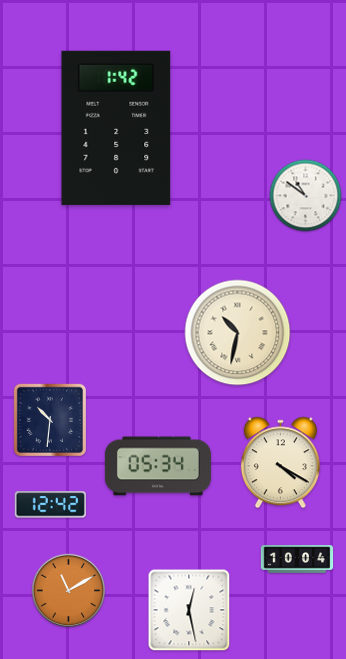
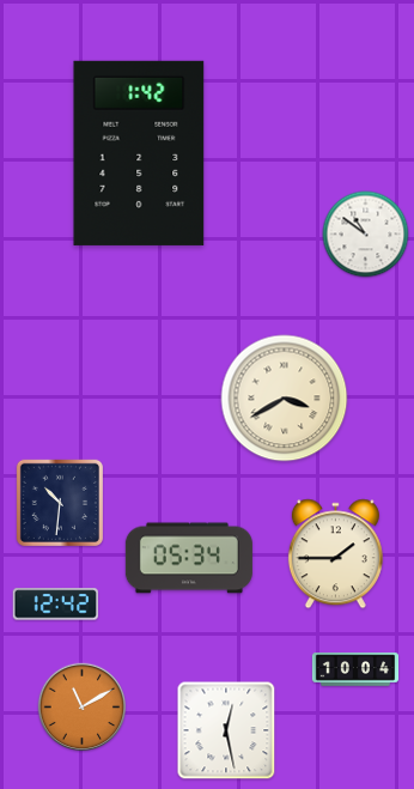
clock at (238, 333): 10:32 -> 3:40
clock at (280, 463): 4:20 -> 1:45
clock at (50, 505) position: (50, 505) -> (55, 605)
